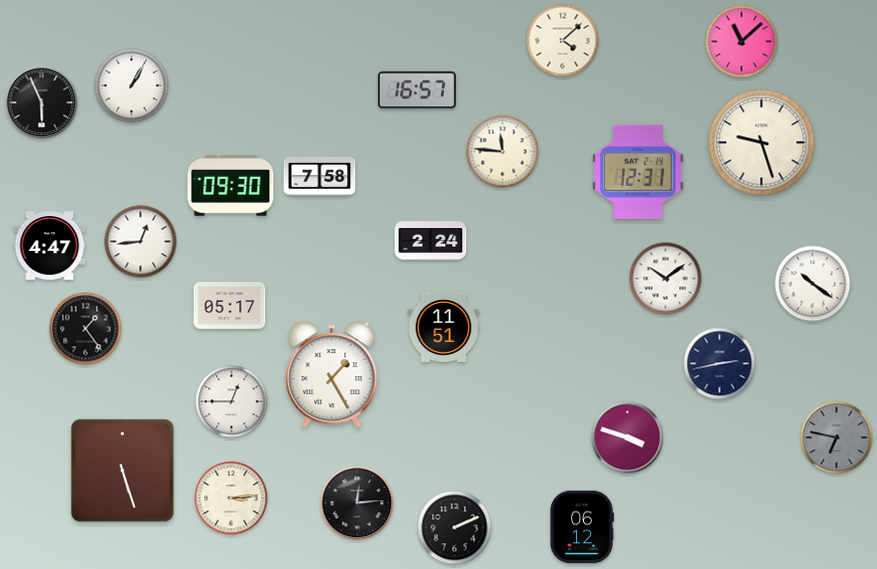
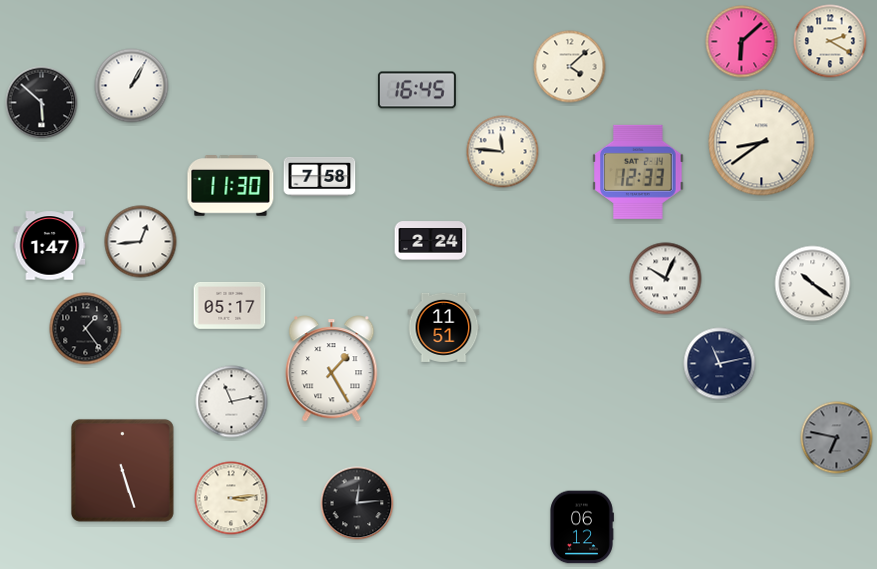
clock at (563, 41) position: (563, 41) -> (570, 67)
clock at (830, 41): none -> 2:20
clock at (742, 42): 11:08 -> 6:08
clock at (417, 90): 16:57 -> 16:45
clock at (42, 103): 5:56 -> 5:52
clock at (762, 143): 9:27 -> 8:39
clock at (638, 172): 12:31 -> 12:33
clock at (231, 186): 09:30 -> 11:30
clock at (50, 246): 4:47 -> 1:47
clock at (666, 279): 10:09 -> 10:04
clock at (720, 364): 2:43 -> 11:13
clock at (332, 375) position: (332, 375) -> (332, 369)
clock at (232, 402): 12:45 -> 11:13
clock at (628, 438): 3:48 -> none
clock at (455, 528): 2:11 -> none
